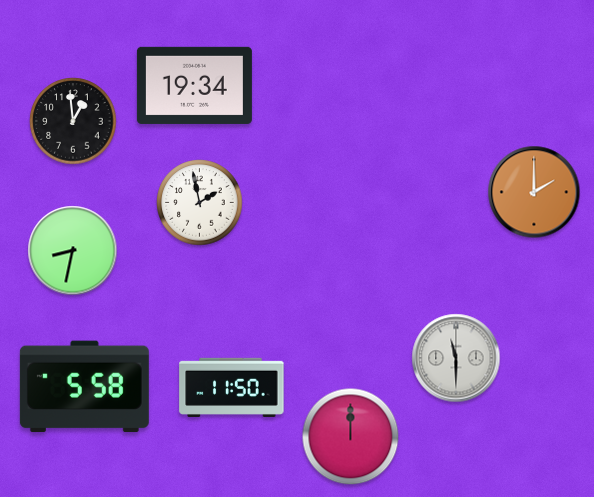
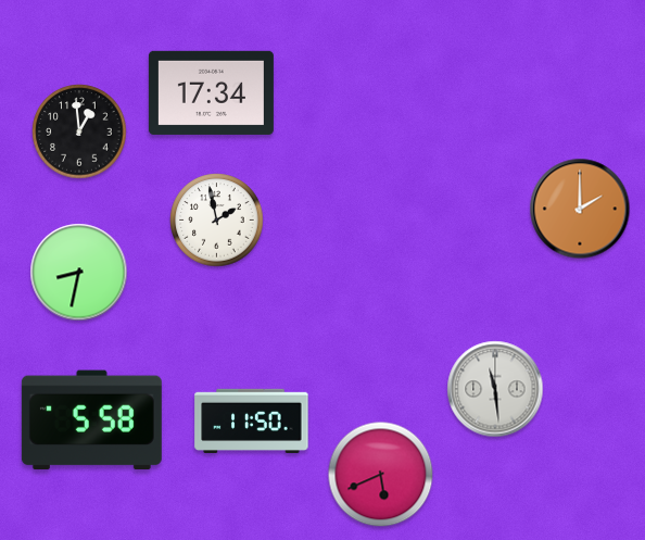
clock at (194, 85): 19:34 -> 17:34
clock at (456, 358): 11:30 -> 11:29
clock at (351, 437): 12:00 -> 5:41
